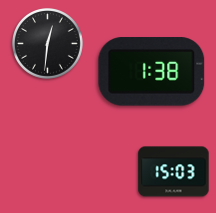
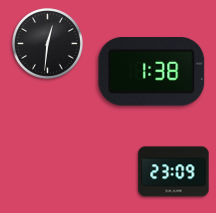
clock at (174, 172): 15:03 -> 23:09
